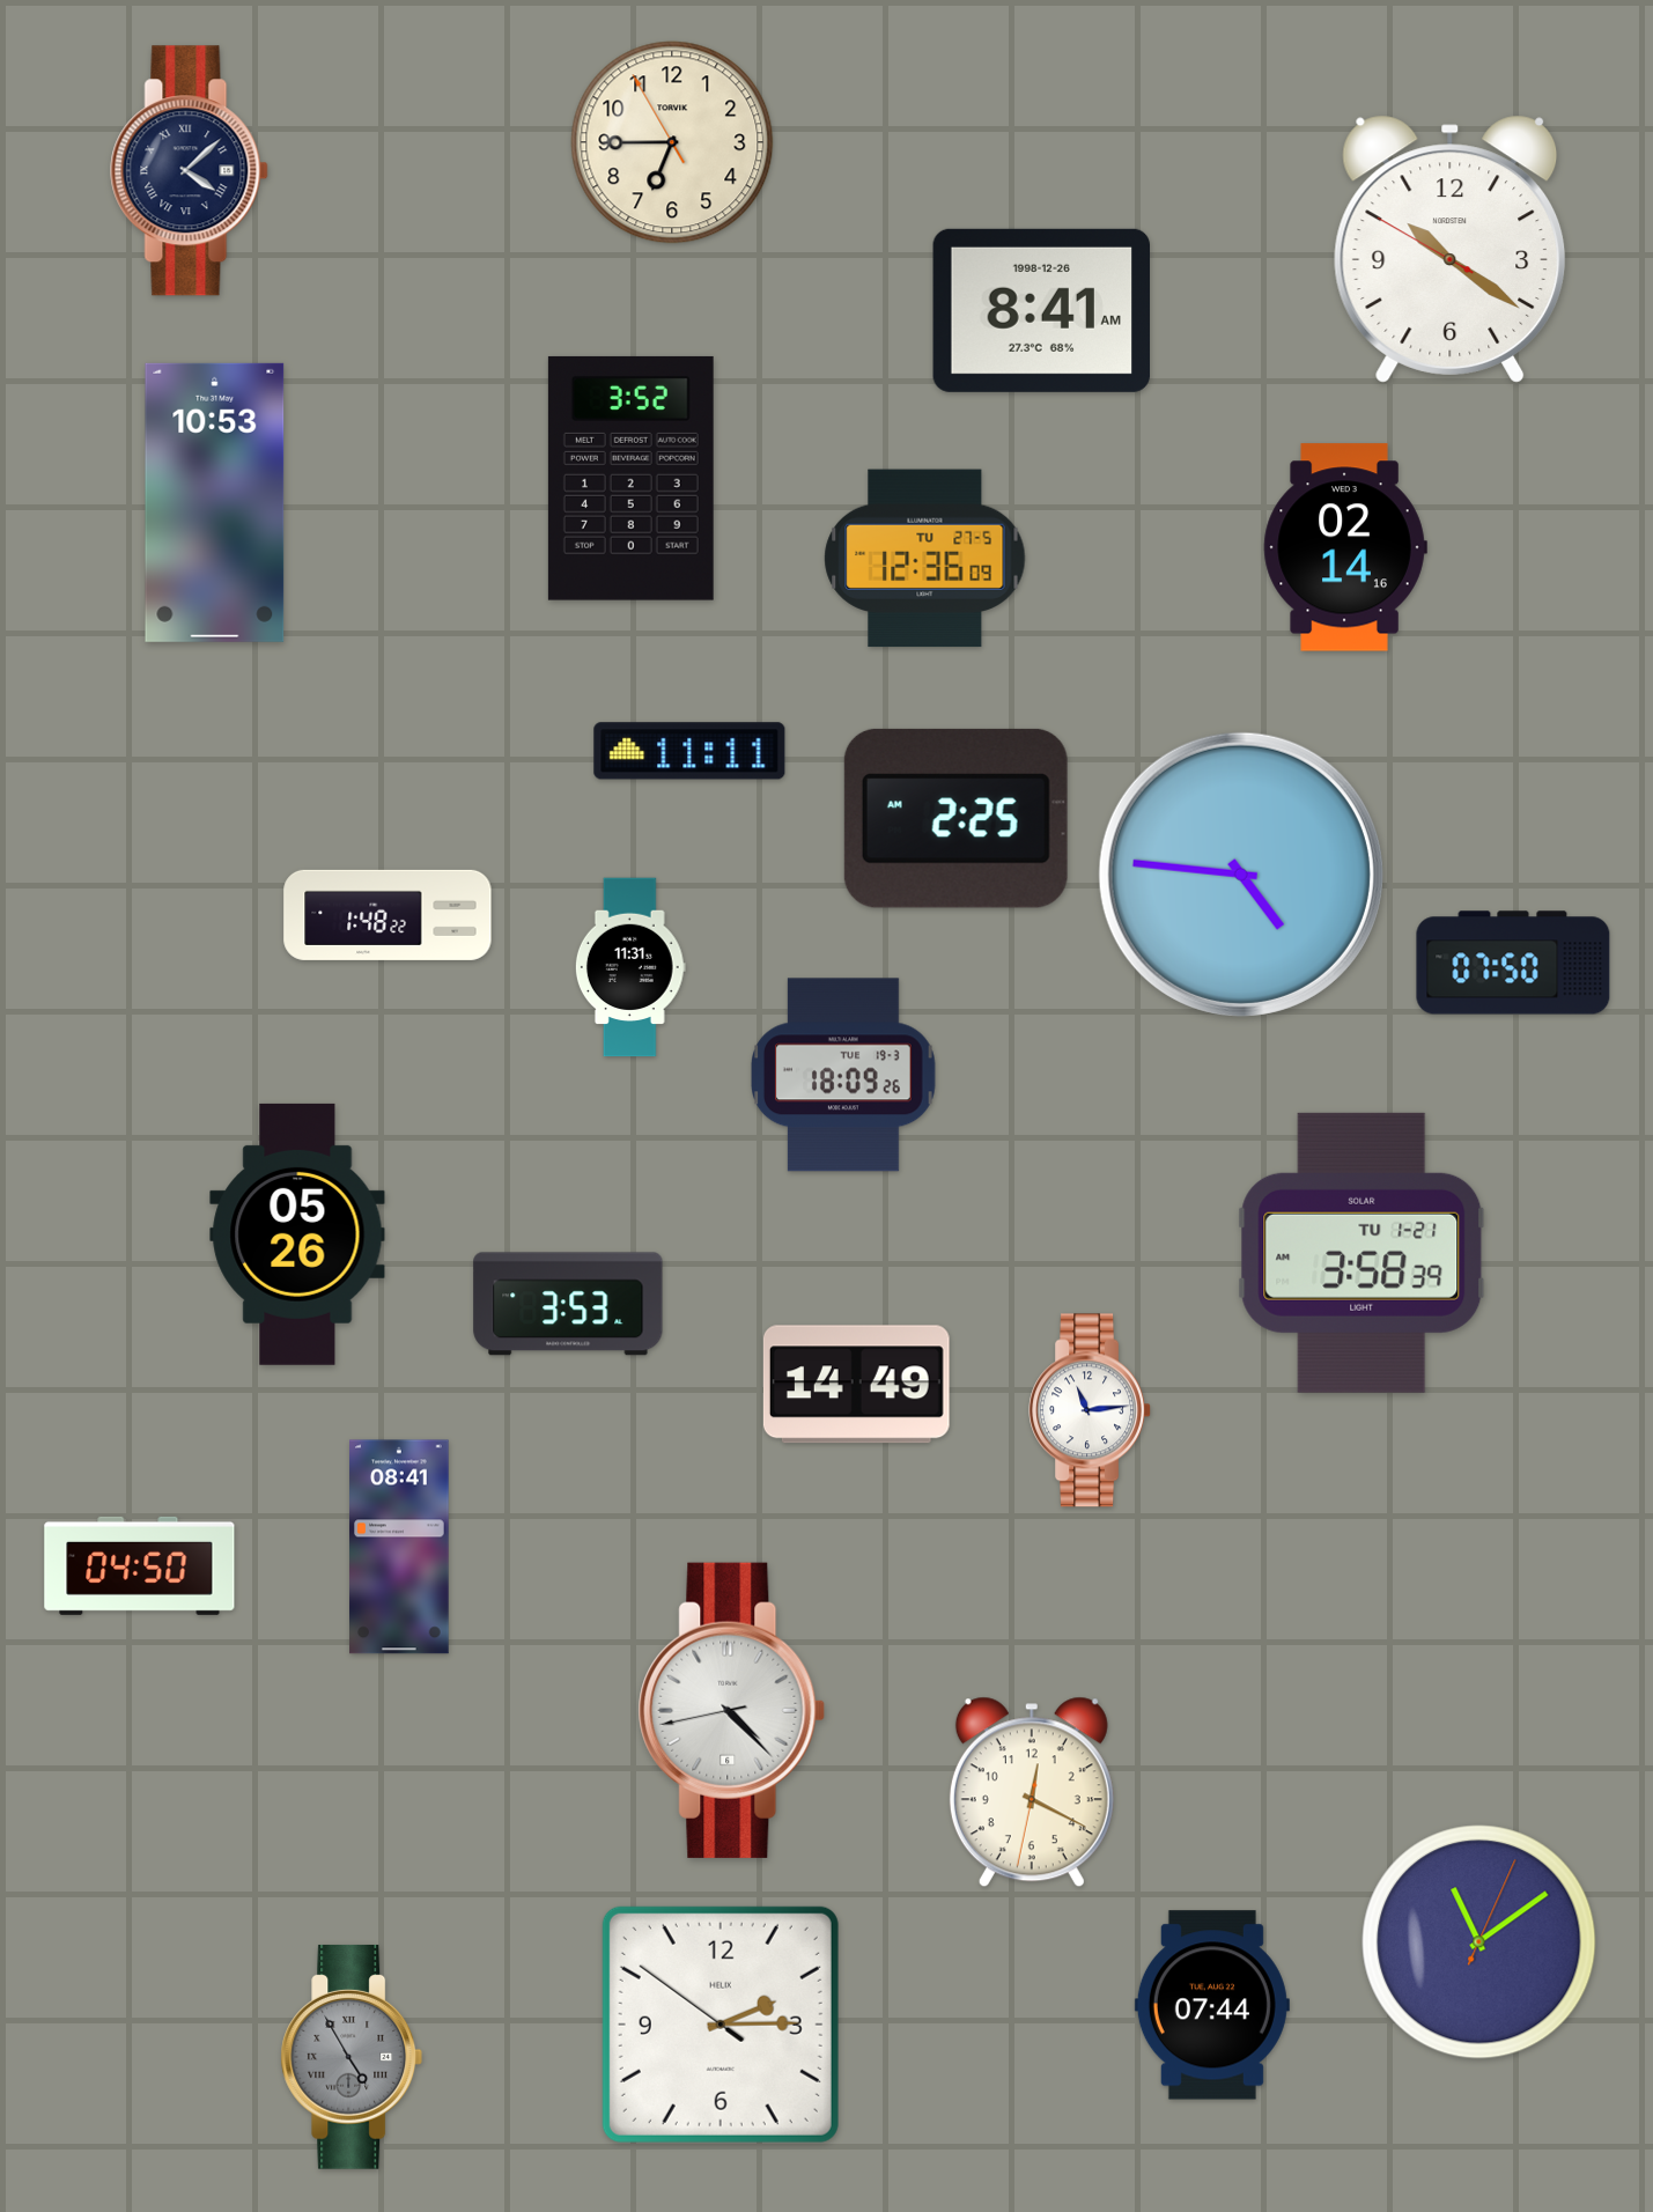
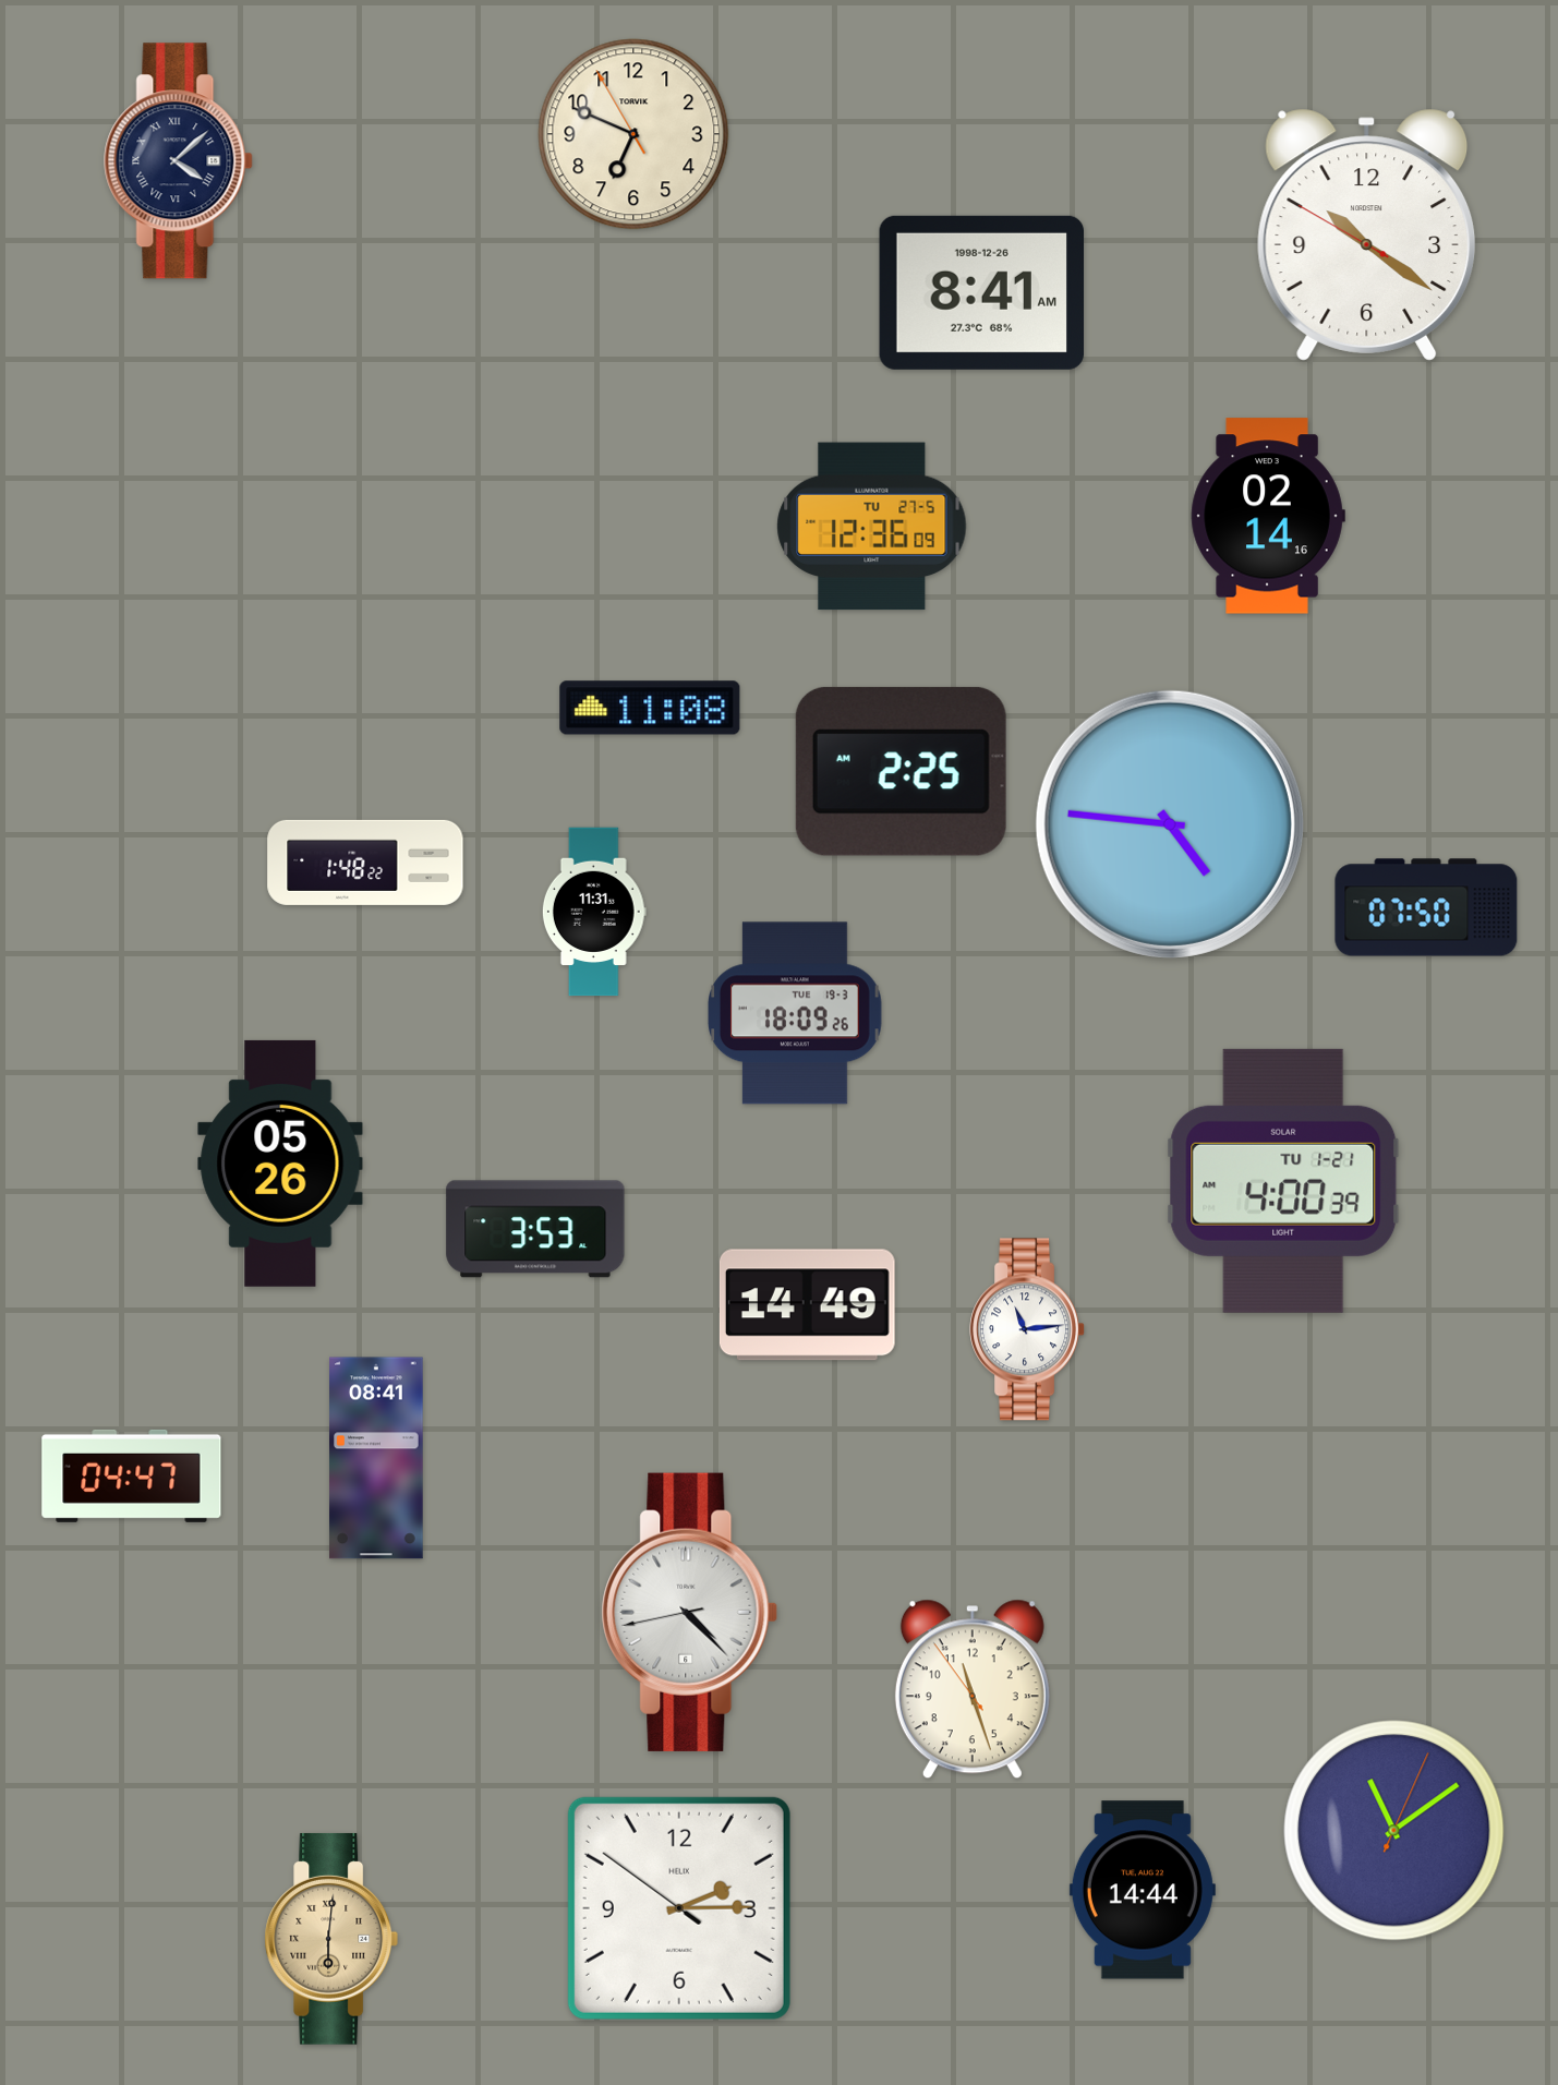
clock at (672, 142): 6:44 -> 6:48
clock at (630, 478): 3:52 -> none
clock at (215, 502): 10:53 -> none
clock at (689, 751): 11:11 -> 11:08
clock at (1361, 1253): 3:58 -> 4:00
clock at (140, 1565): 04:50 -> 04:47
clock at (1032, 1792): 12:19 -> 11:26
clock at (1212, 2005): 07:44 -> 14:44
clock at (352, 2057): 4:55 -> 6:01
clock at (352, 2057) dial: grey -> champagne
